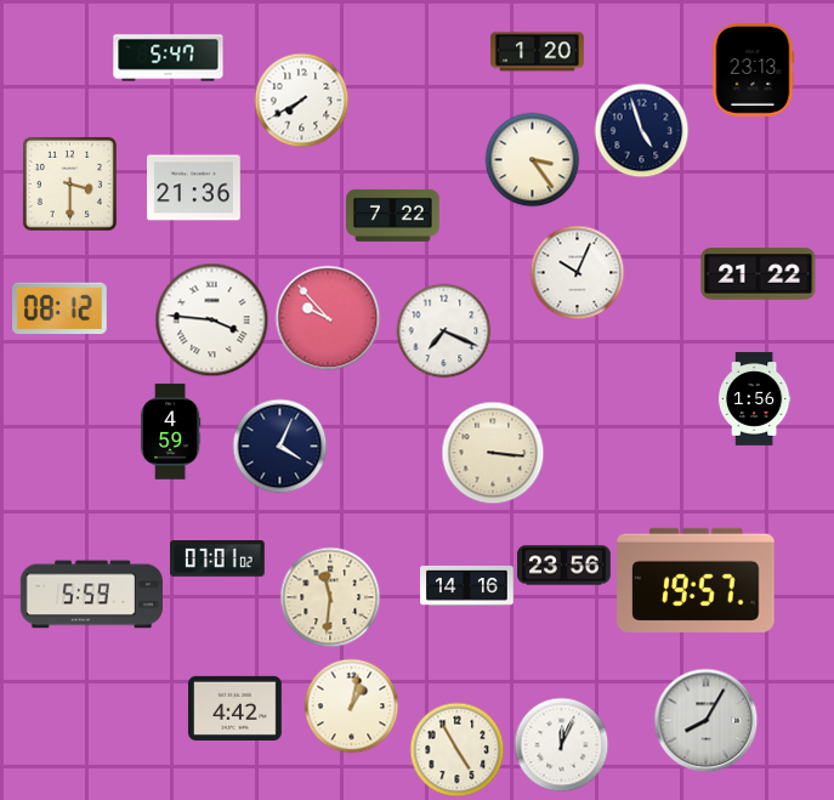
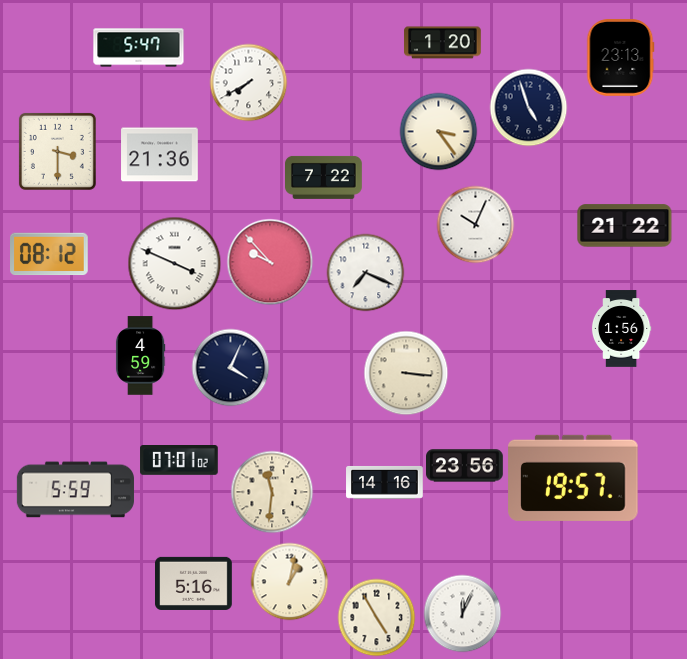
clock at (211, 319): 3:46 -> 3:49
clock at (236, 708): 4:42 -> 5:16
clock at (705, 720): 8:05 -> none
